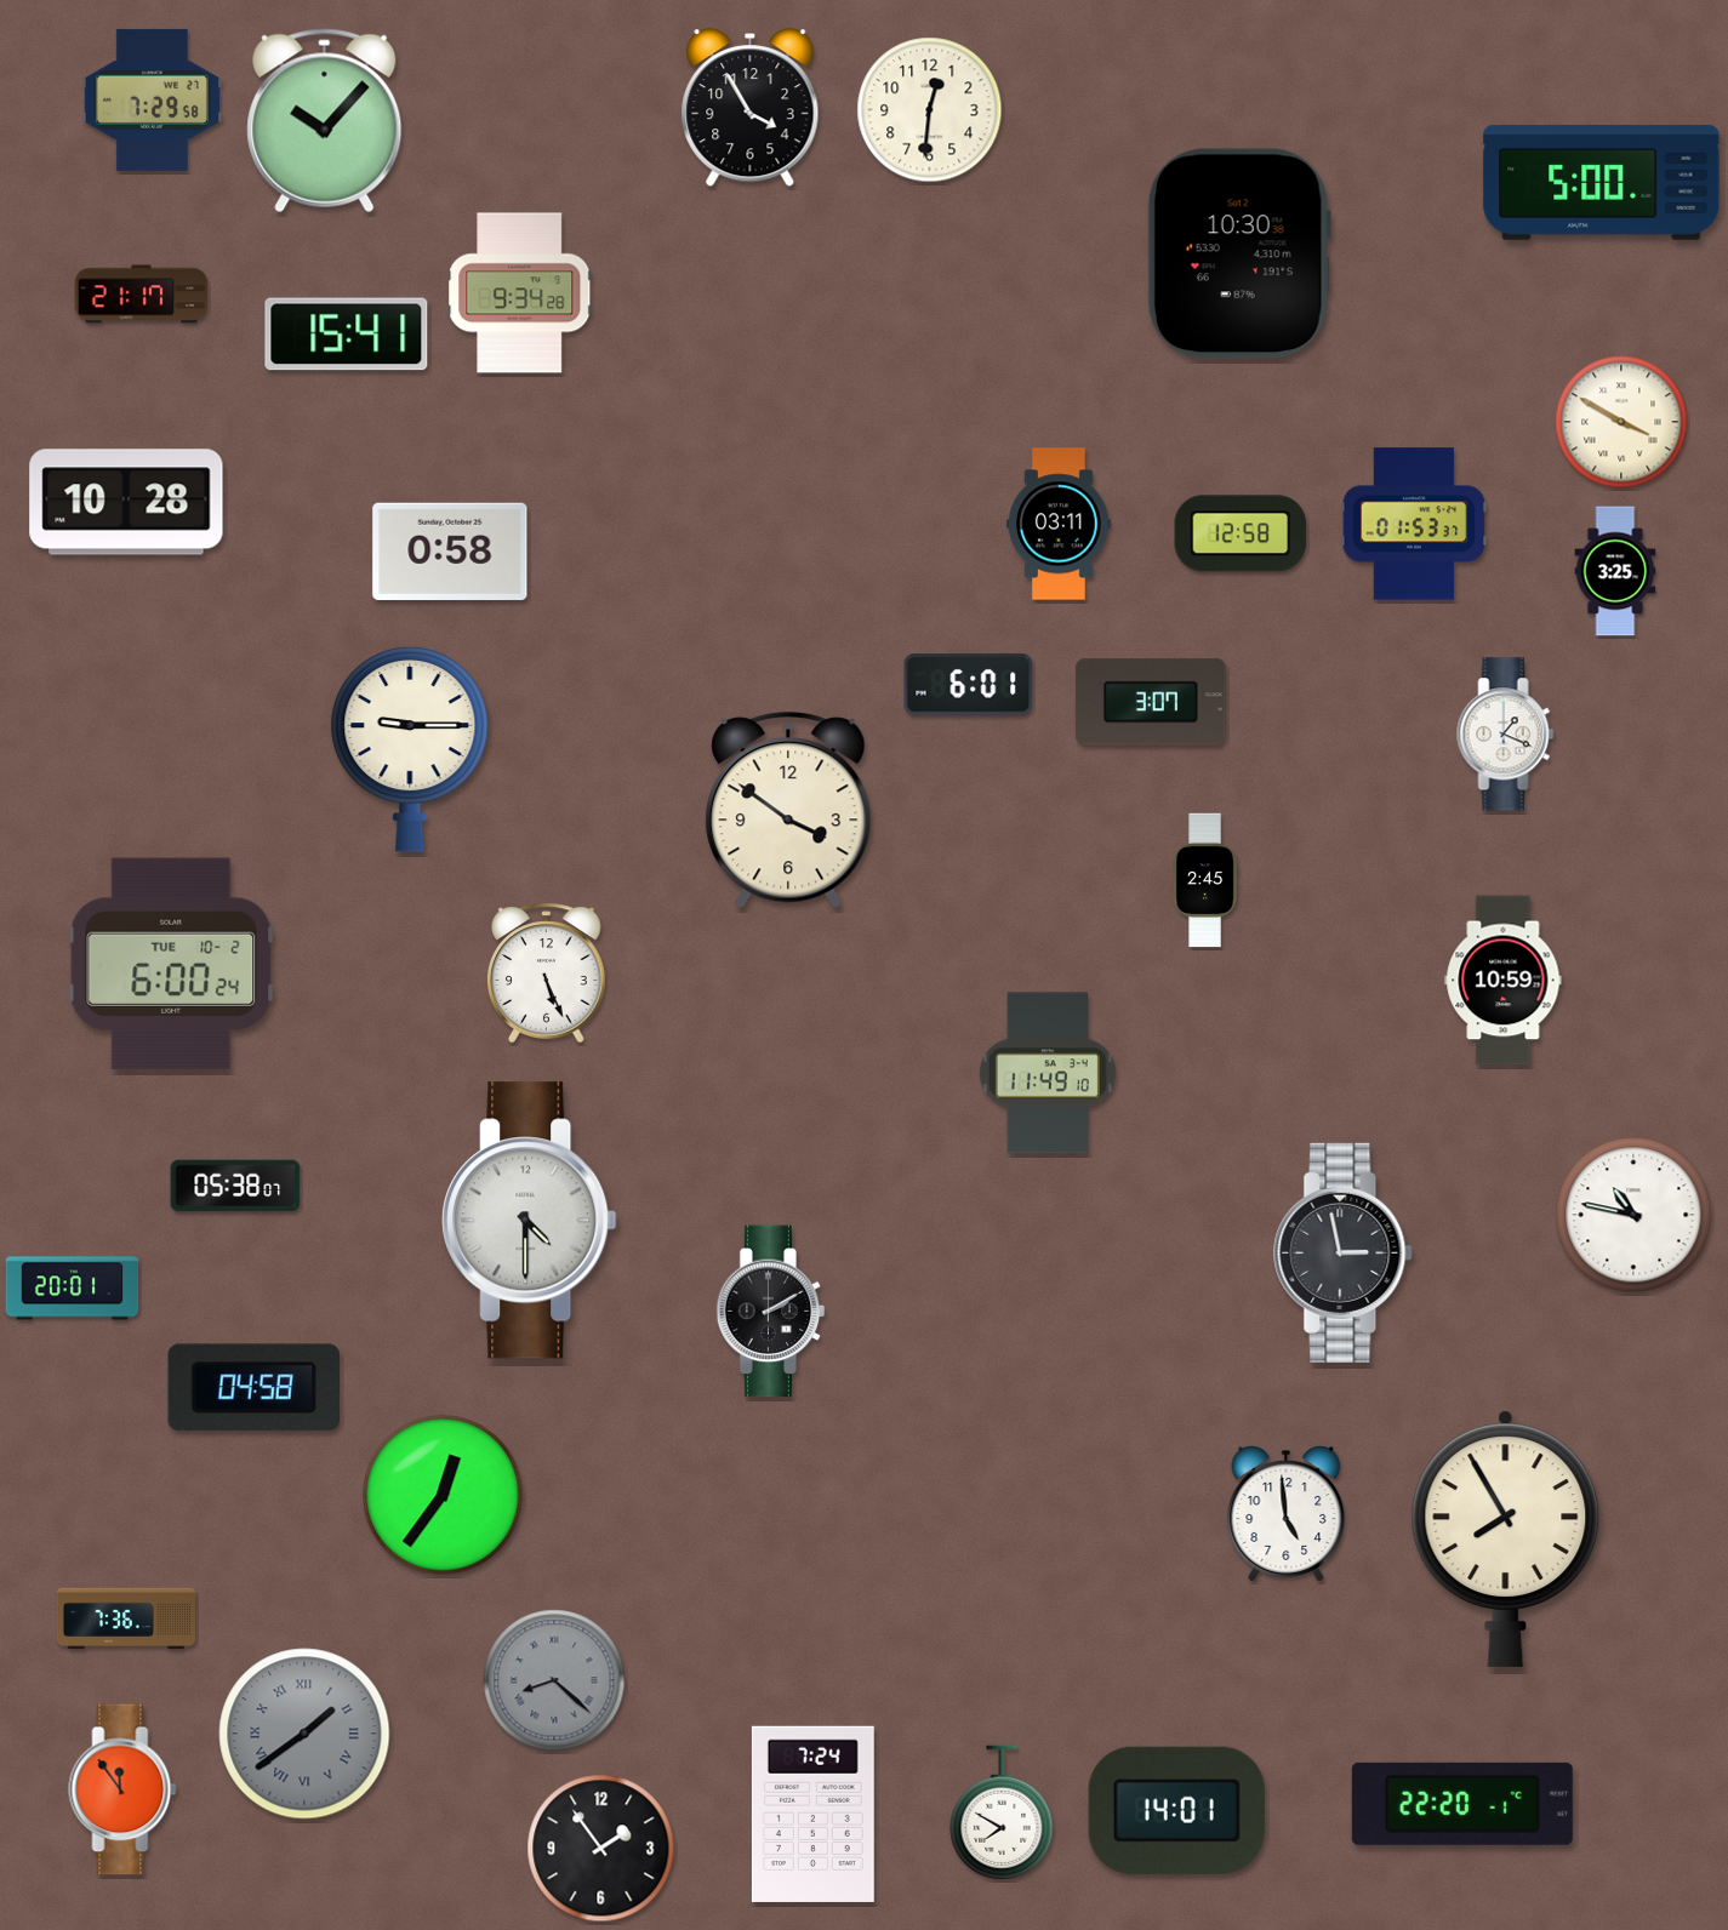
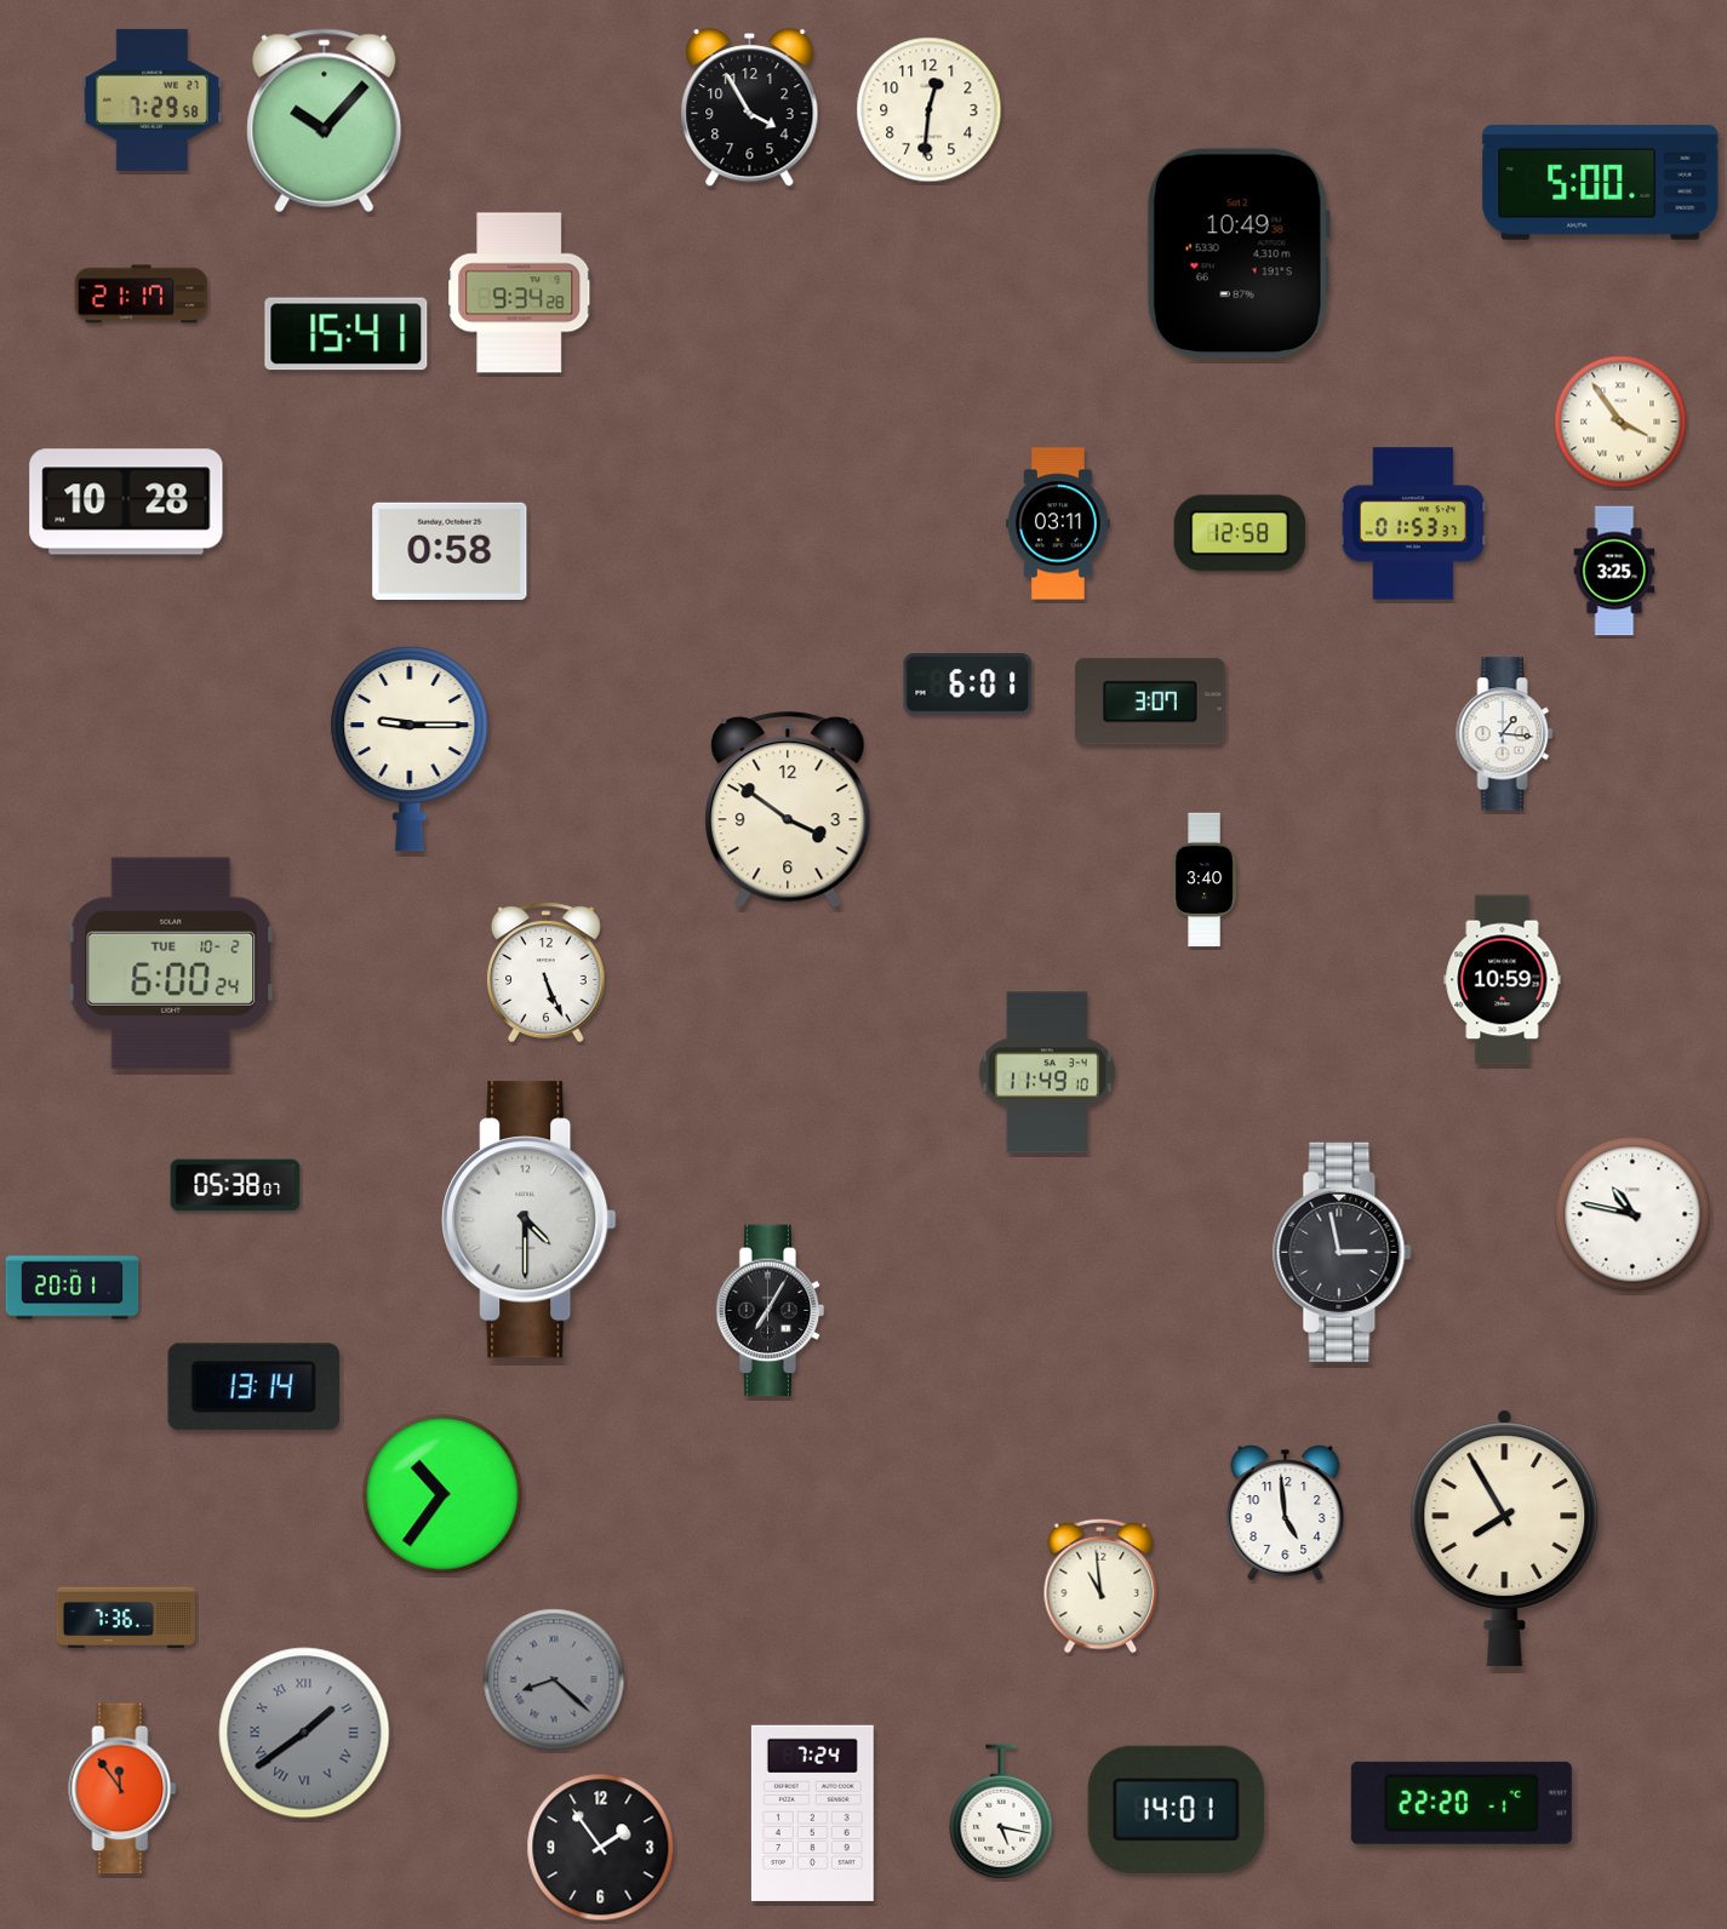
clock at (1239, 253): 10:30 -> 10:49
clock at (1621, 422): 3:50 -> 3:54
clock at (1506, 735): 1:19 -> 1:16
clock at (1205, 880): 2:45 -> 3:40
clock at (771, 1312): 2:10 -> 7:05
clock at (253, 1388): 04:58 -> 13:14
clock at (443, 1495): 12:36 -> 10:36
clock at (1100, 1586): none -> 10:59
clock at (1002, 1812): 7:50 -> 5:17
